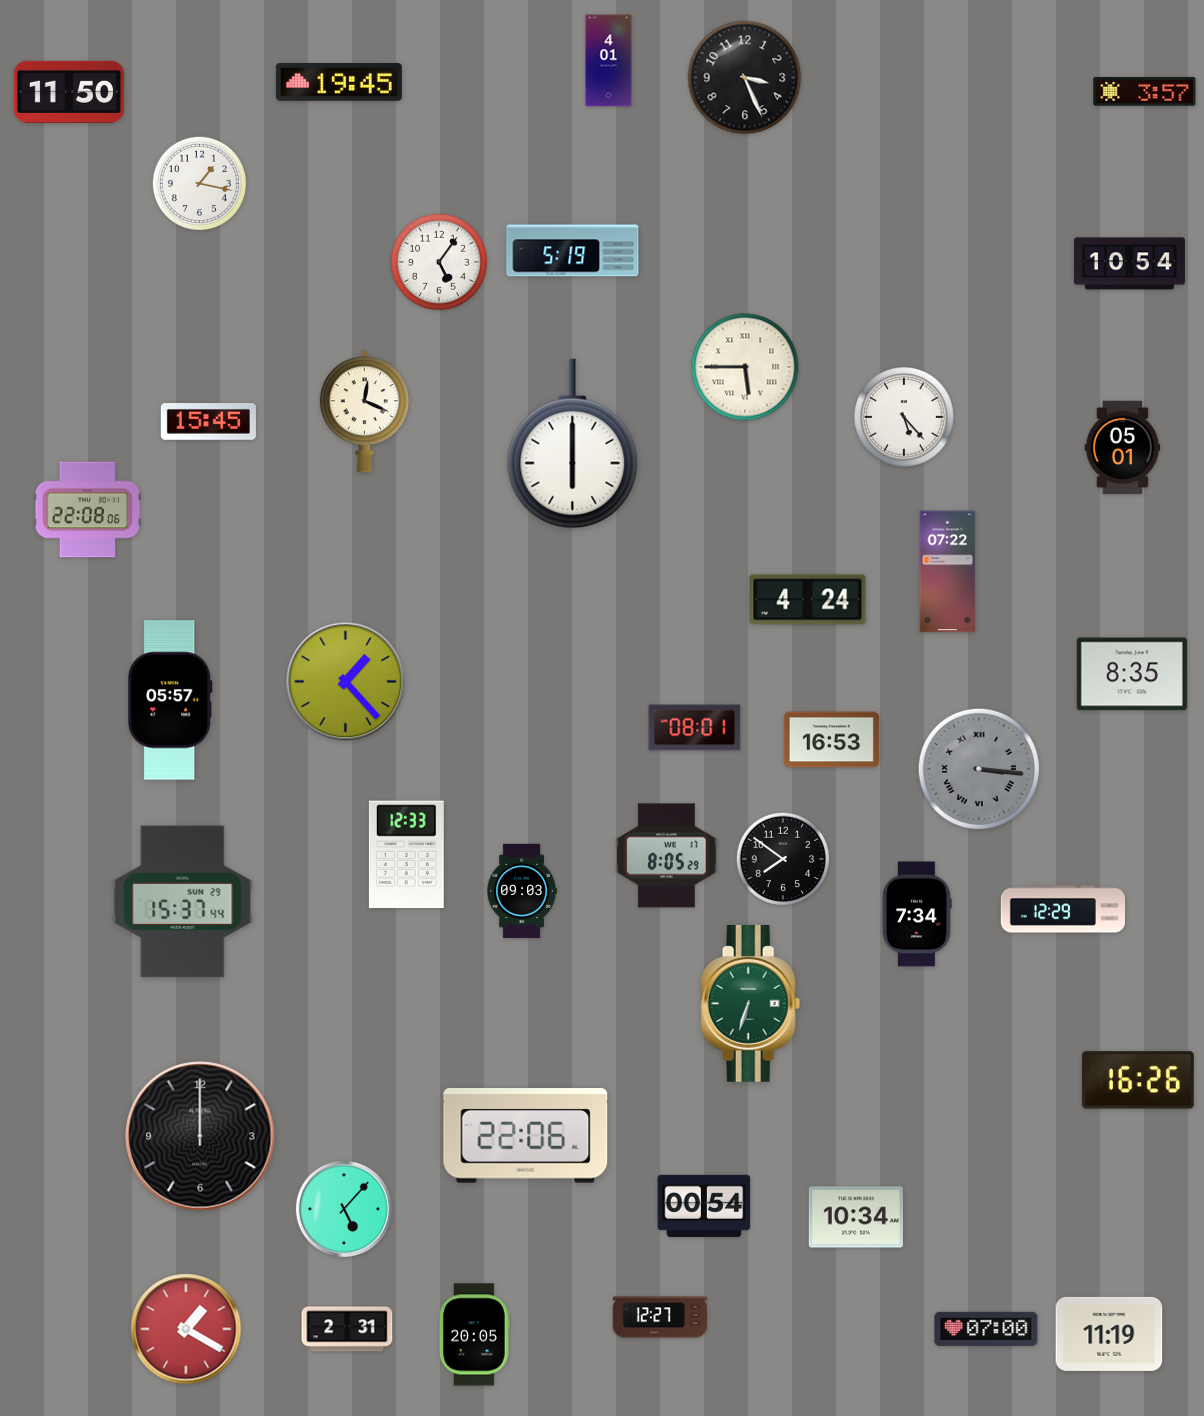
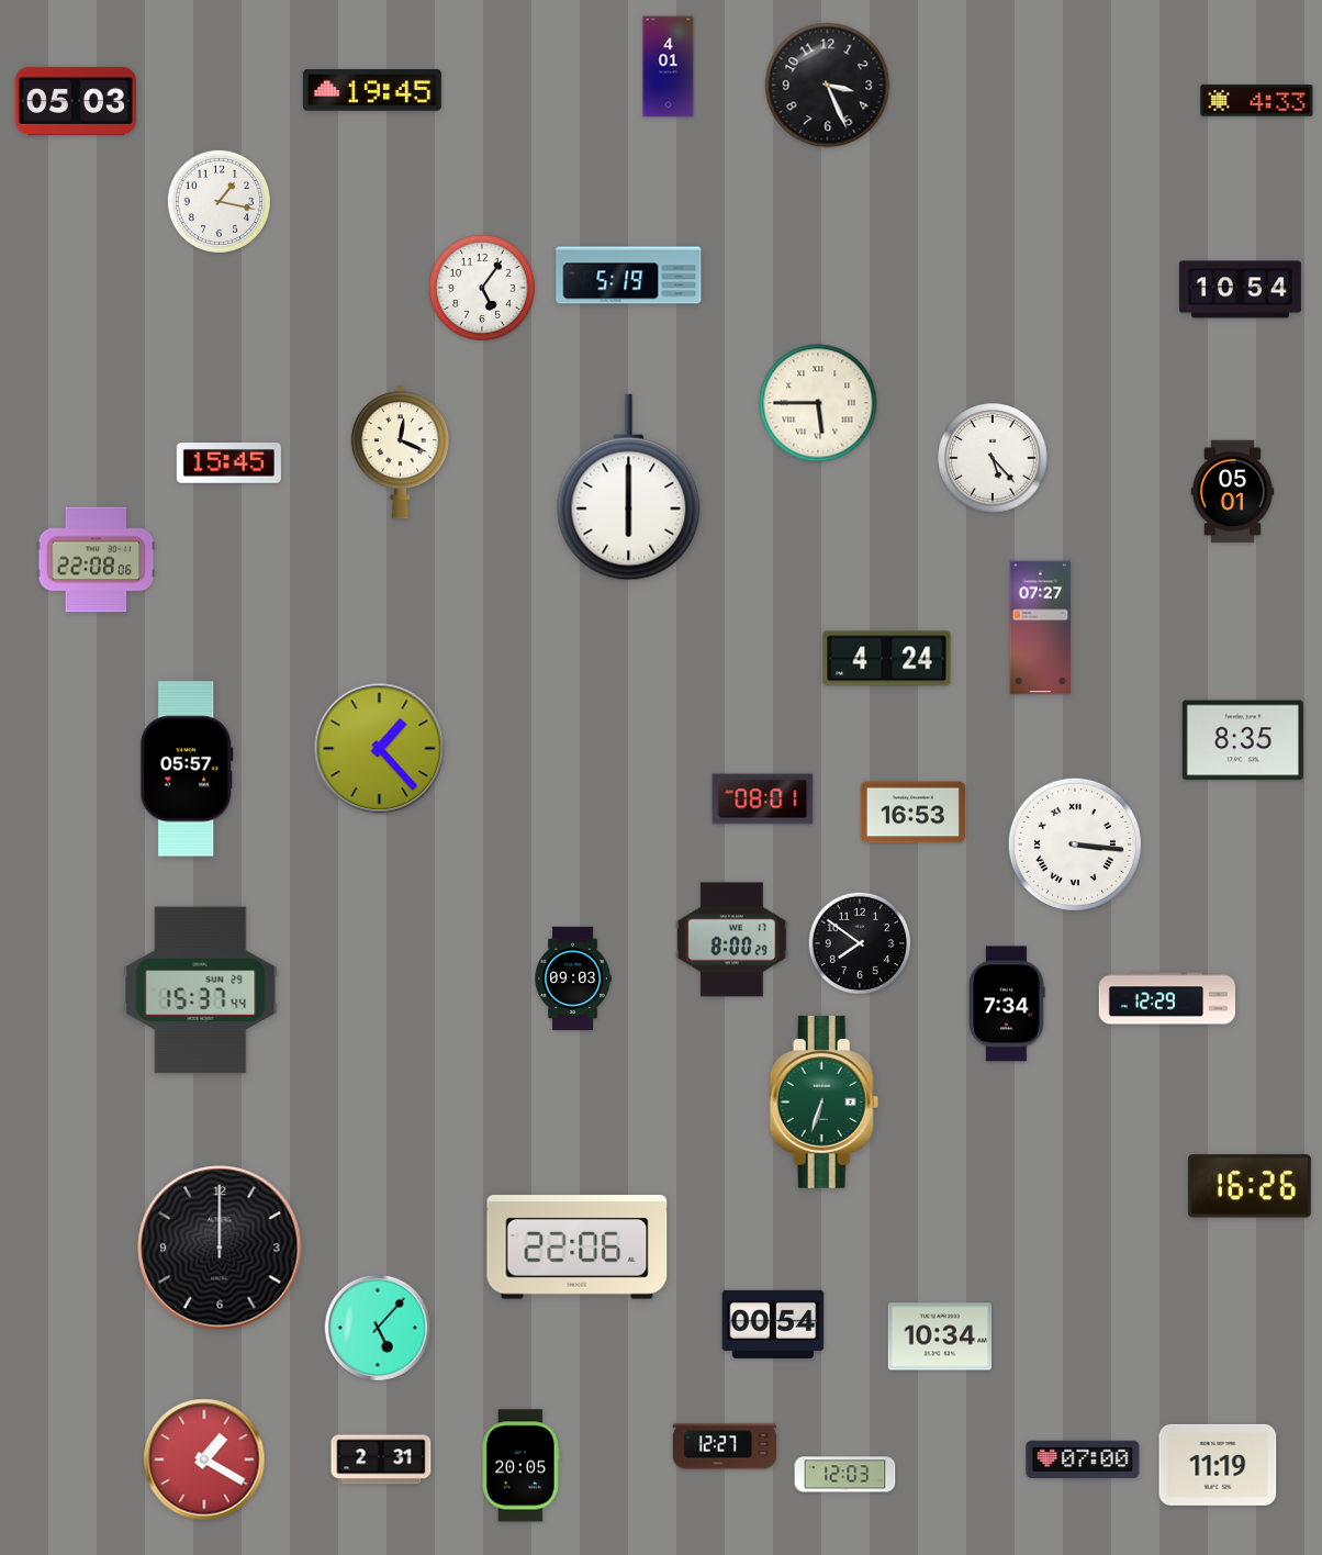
clock at (745, 78) position: (745, 78) -> (828, 86)
clock at (69, 92): 11:50 -> 05:03
clock at (1145, 92): 3:57 -> 4:33
clock at (948, 572): 07:22 -> 07:27
clock at (979, 769) dial: grey -> white
clock at (406, 855): 12:33 -> none
clock at (667, 856): 8:05 -> 8:00
clock at (845, 1475): none -> 12:03
